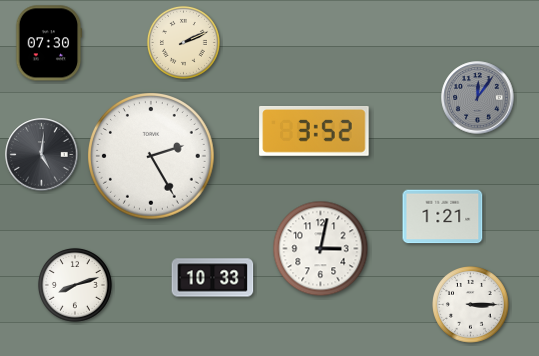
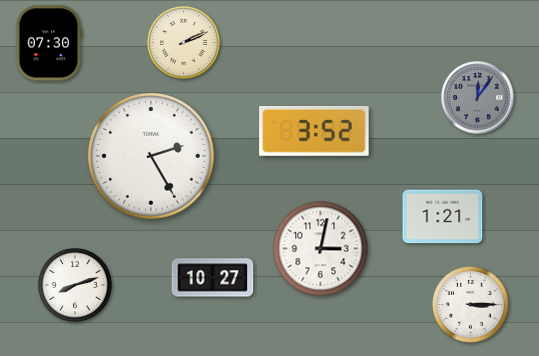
clock at (42, 155): 5:01 -> none
clock at (213, 278): 10:33 -> 10:27
